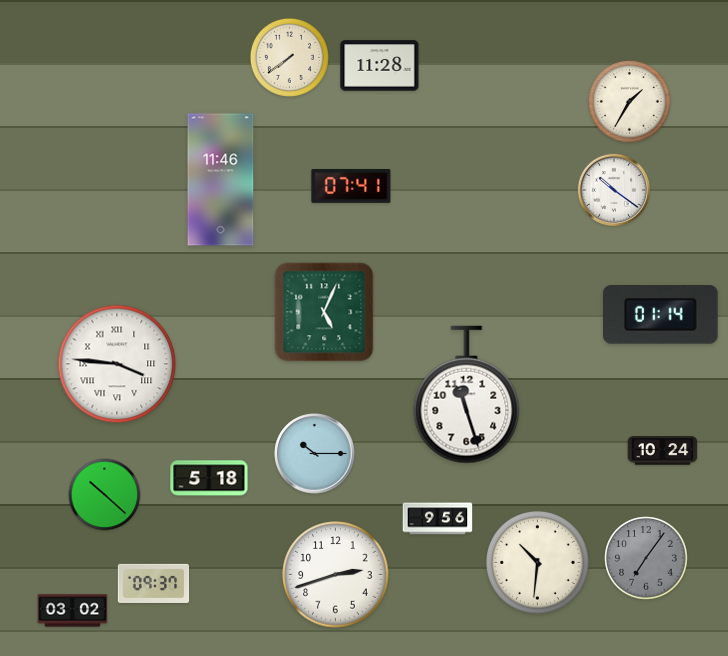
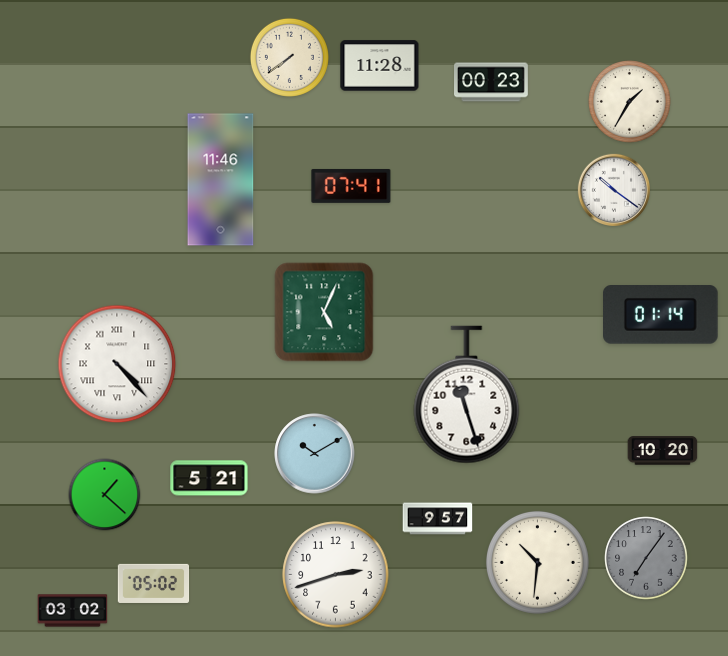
clock at (492, 82): none -> 00:23
clock at (117, 364): 3:46 -> 4:23
clock at (663, 451): 10:24 -> 10:20
clock at (315, 454): 10:15 -> 10:10
clock at (209, 478): 5:18 -> 5:21
clock at (105, 495): 10:22 -> 1:22
clock at (438, 519): 9:56 -> 9:57
clock at (154, 583): 09:37 -> 05:02
